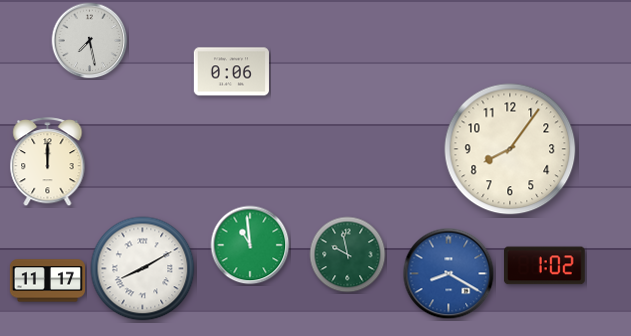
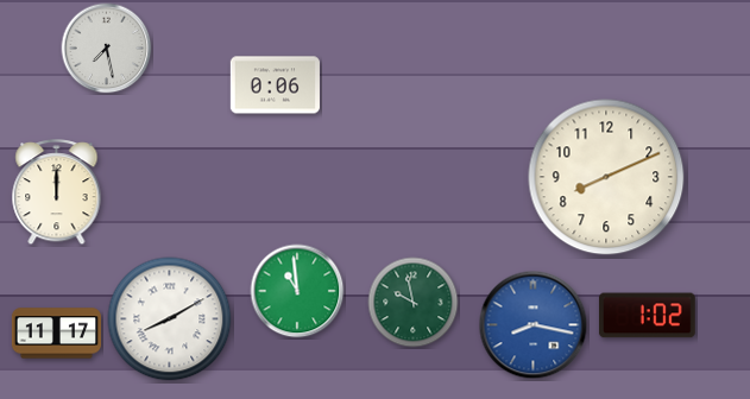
clock at (510, 149): 8:06 -> 8:11
clock at (449, 274): 8:20 -> 8:17
